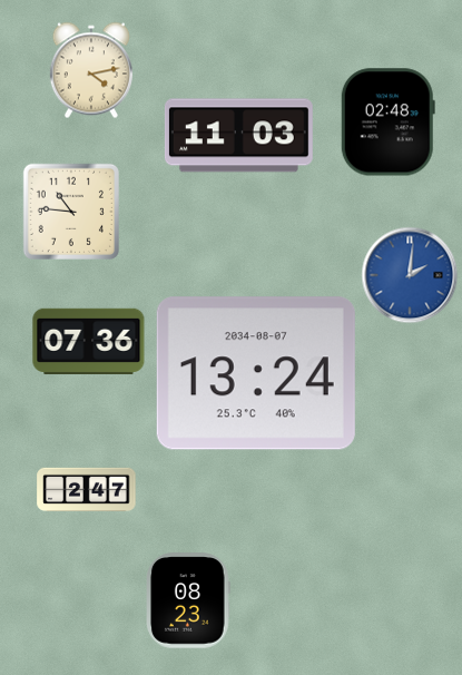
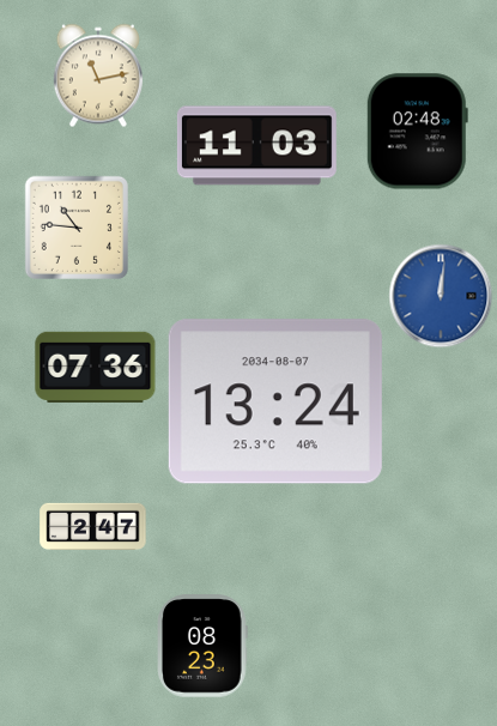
clock at (91, 70): 4:13 -> 11:13
clock at (410, 275): 2:01 -> 12:01
